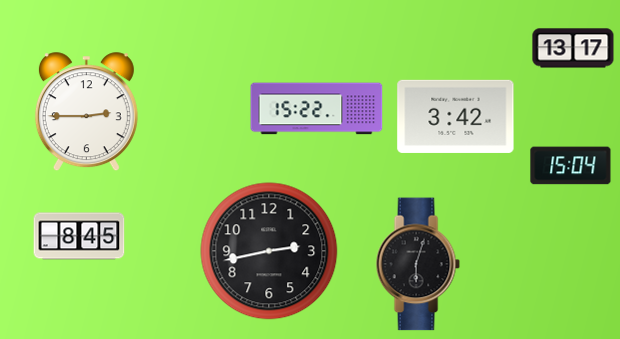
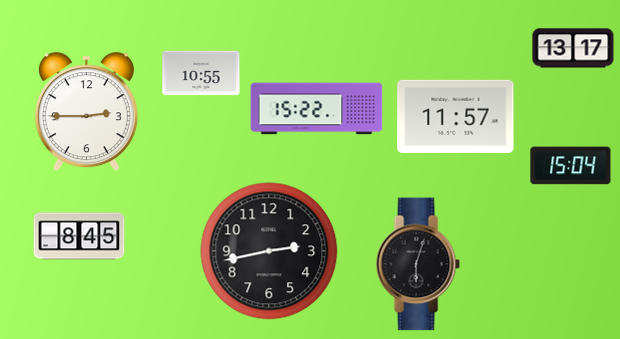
clock at (201, 73): none -> 10:55
clock at (456, 116): 3:42 -> 11:57
